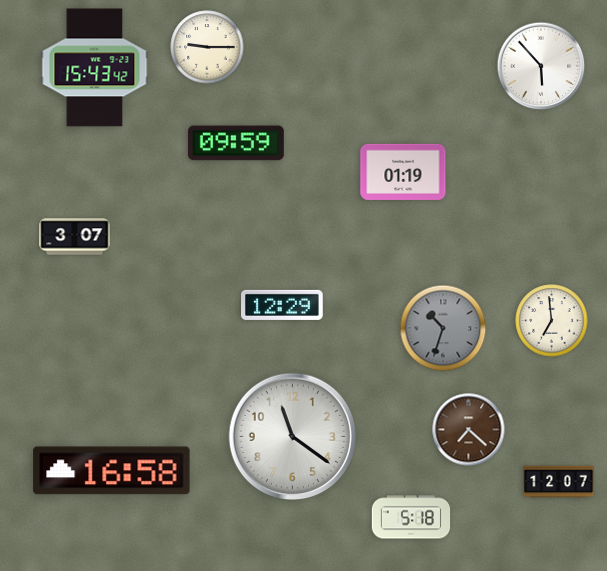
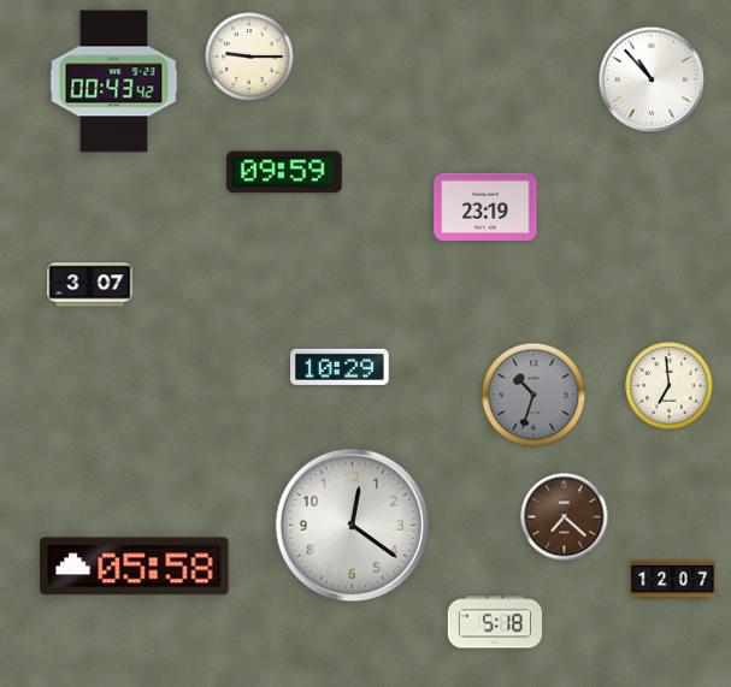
clock at (541, 66): 5:53 -> 10:53
clock at (95, 68): 15:43 -> 00:43
clock at (403, 172): 01:19 -> 23:19
clock at (283, 305): 12:29 -> 10:29
clock at (552, 321) position: (552, 321) -> (670, 386)
clock at (292, 436): 11:21 -> 12:21
clock at (112, 471): 16:58 -> 05:58
